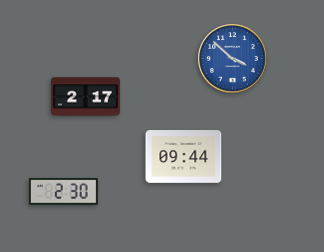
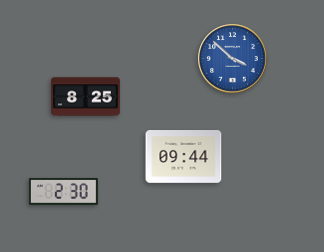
clock at (86, 97): 2:17 -> 8:25
